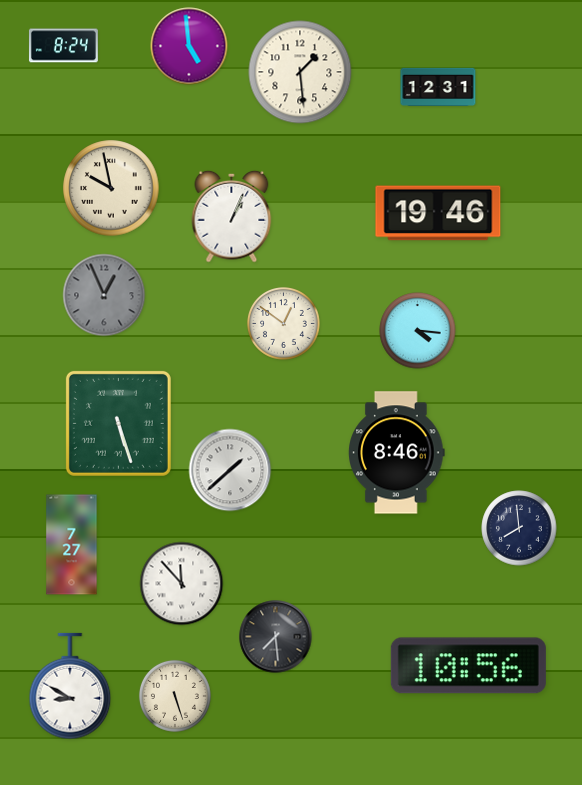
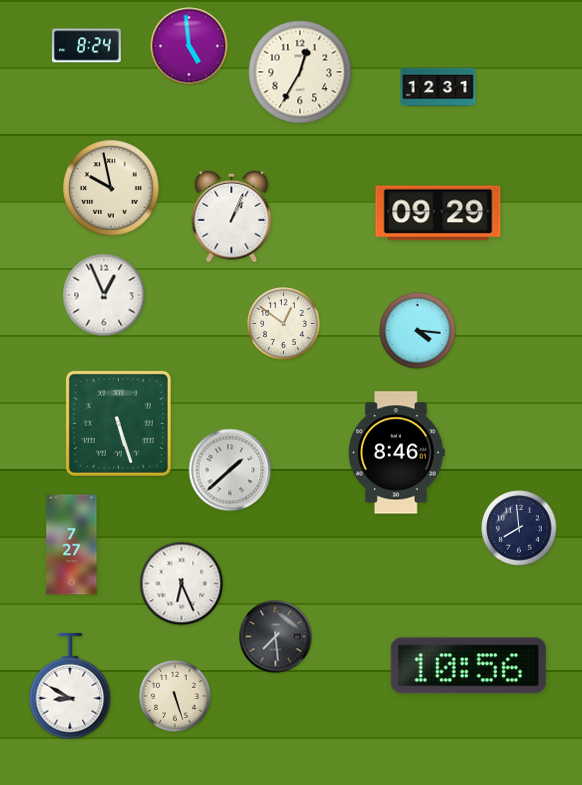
clock at (63, 46) position: (63, 46) -> (86, 46)
clock at (300, 72): 1:29 -> 12:35
clock at (438, 213): 19:46 -> 09:29
clock at (104, 295) dial: grey -> white
clock at (182, 584): 11:53 -> 6:26
